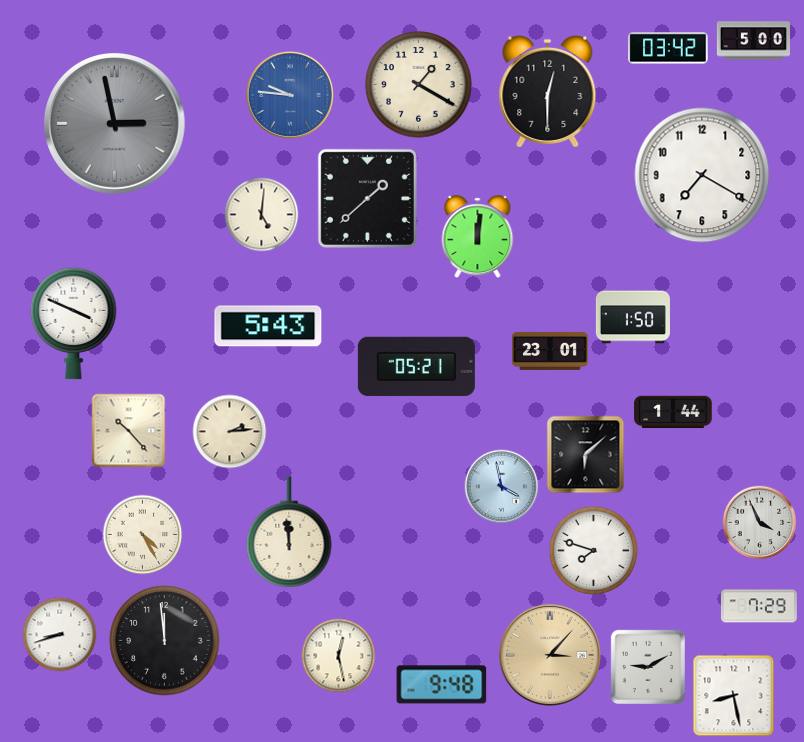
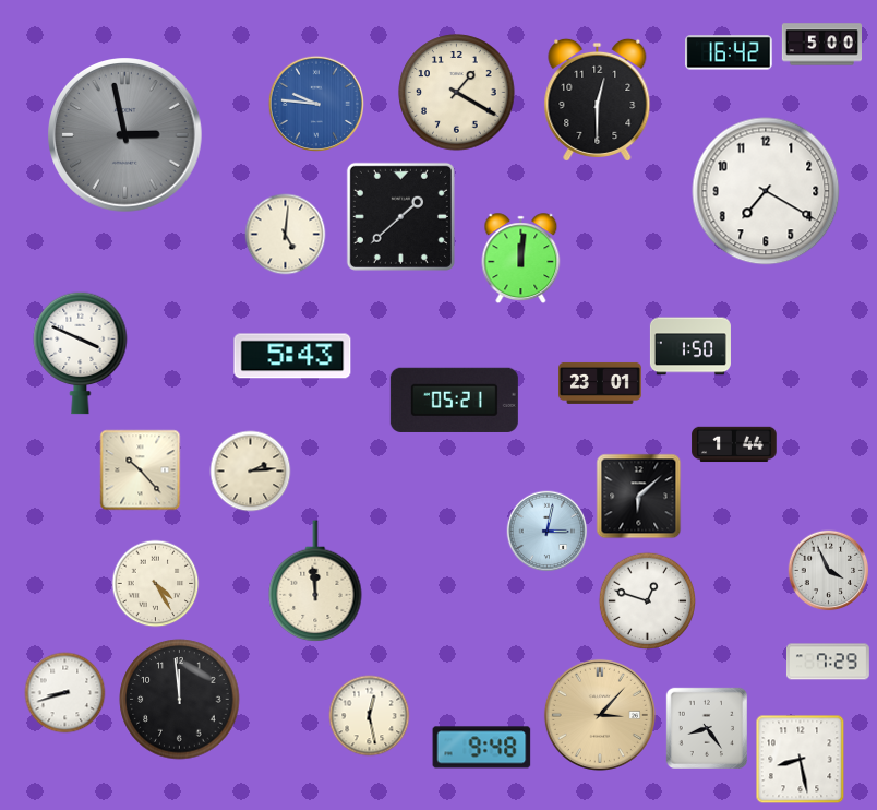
clock at (668, 48): 03:42 -> 16:42
clock at (673, 412) position: (673, 412) -> (734, 444)
clock at (502, 487): 3:58 -> 3:02
clock at (593, 550): 7:48 -> 12:48
clock at (647, 666): 9:10 -> 8:24
